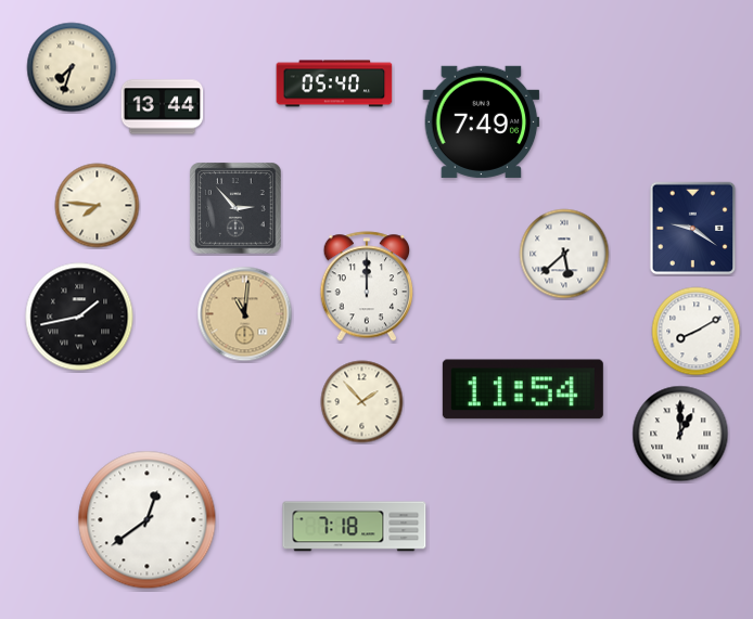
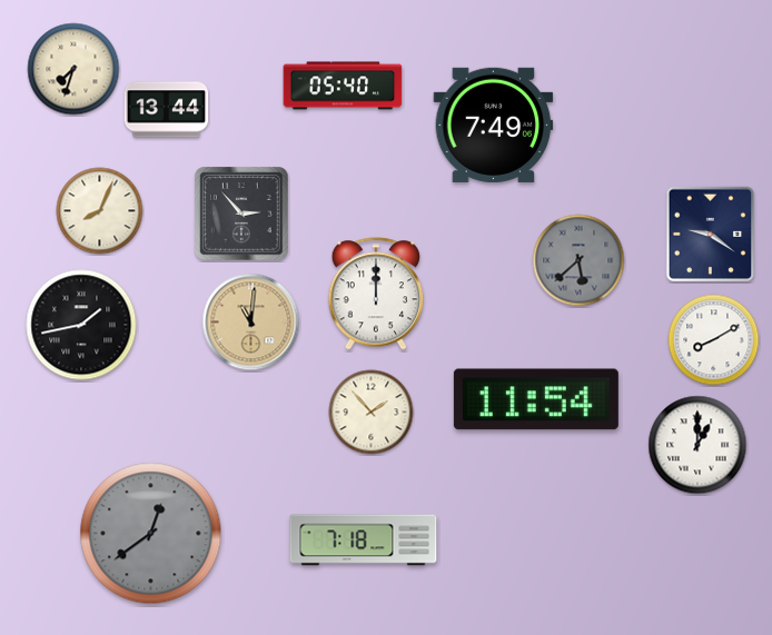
clock at (98, 206): 7:46 -> 8:04
clock at (564, 254) dial: white -> grey
clock at (148, 520) dial: white -> grey
